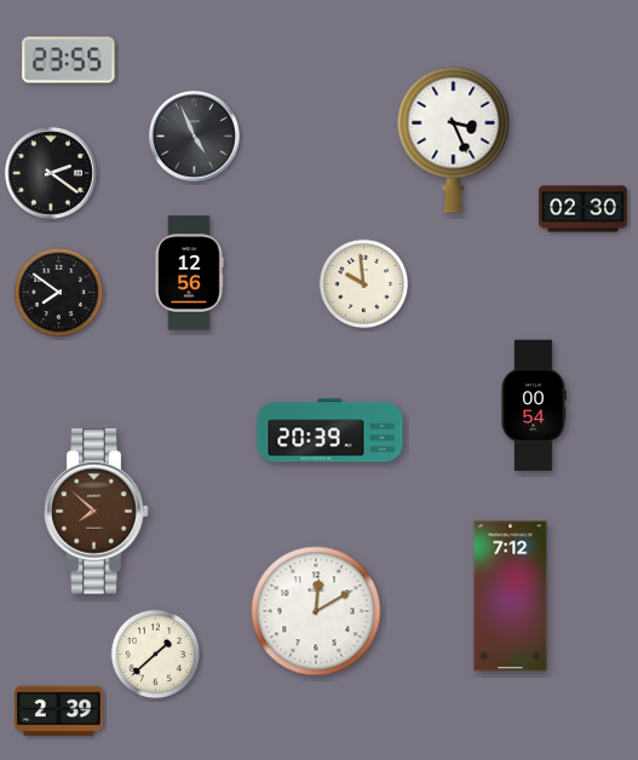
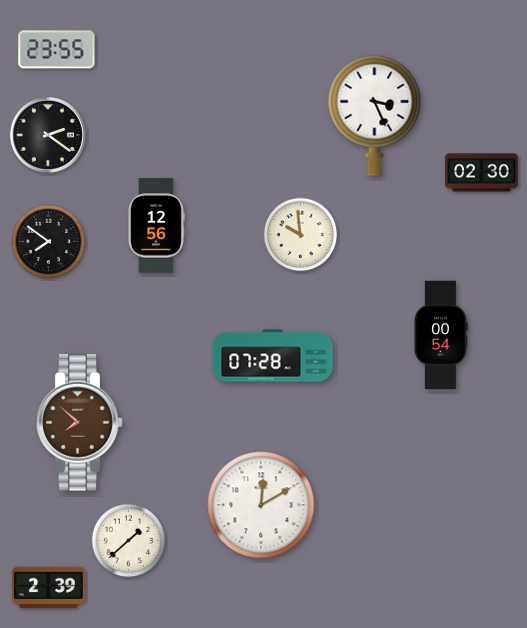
clock at (194, 136): 4:56 -> none
clock at (51, 173) position: (51, 173) -> (48, 135)
clock at (331, 431): 20:39 -> 07:28
clock at (511, 597): 7:12 -> none
